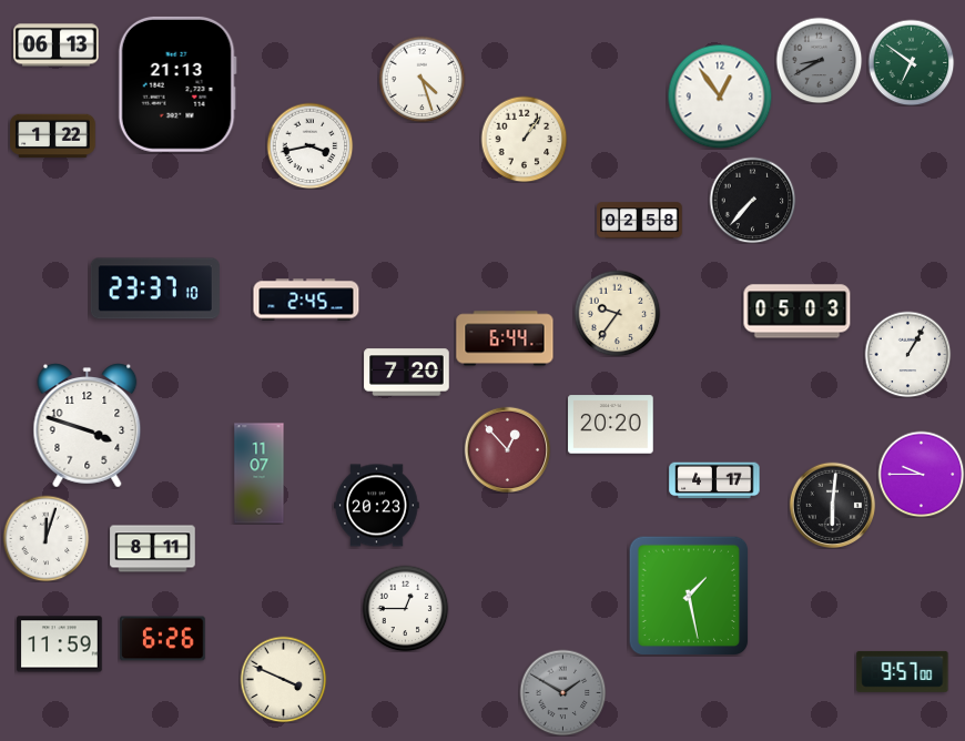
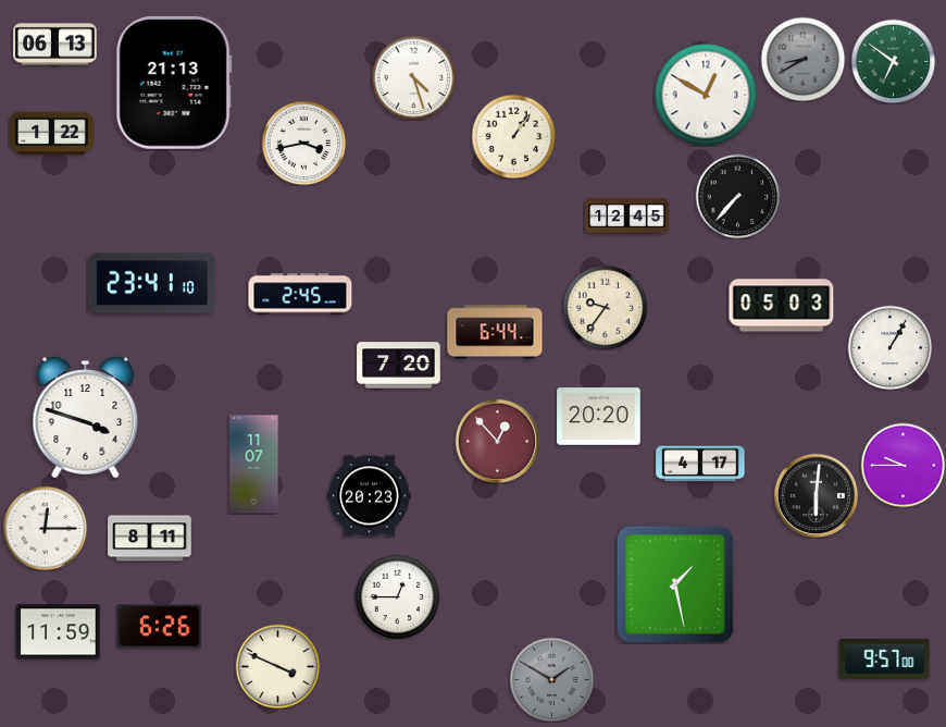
clock at (720, 97): 12:54 -> 12:50
clock at (640, 221): 02:58 -> 12:45
clock at (155, 288): 23:37 -> 23:41
clock at (714, 480) position: (714, 480) -> (700, 464)
clock at (45, 538): 12:03 -> 12:15
